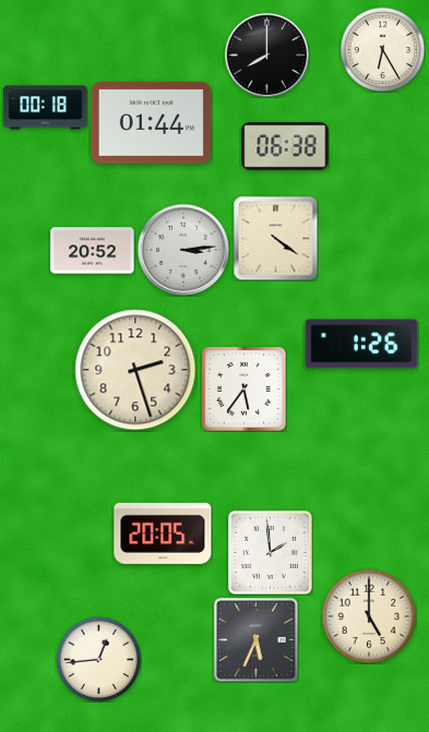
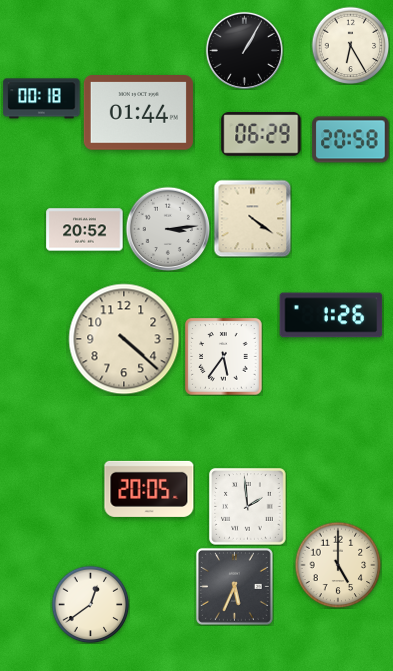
clock at (266, 55): 8:00 -> 1:05
clock at (285, 146): 06:38 -> 06:29
clock at (351, 140): none -> 20:58
clock at (135, 370): 2:27 -> 4:22
clock at (98, 659): 12:44 -> 12:39
